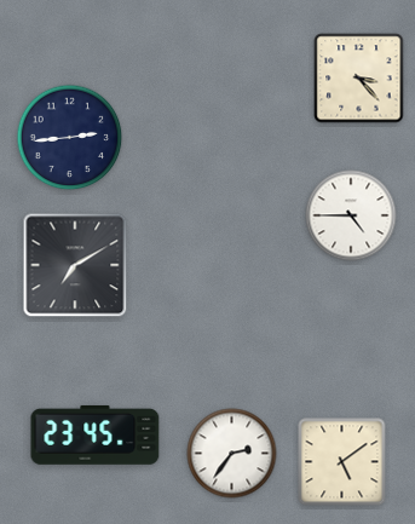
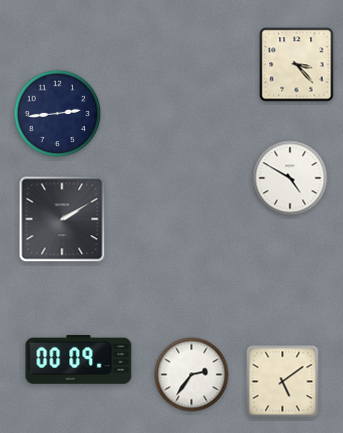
clock at (351, 215): 4:45 -> 4:50
clock at (75, 265): 7:10 -> 2:10
clock at (96, 436): 23:45 -> 00:09
